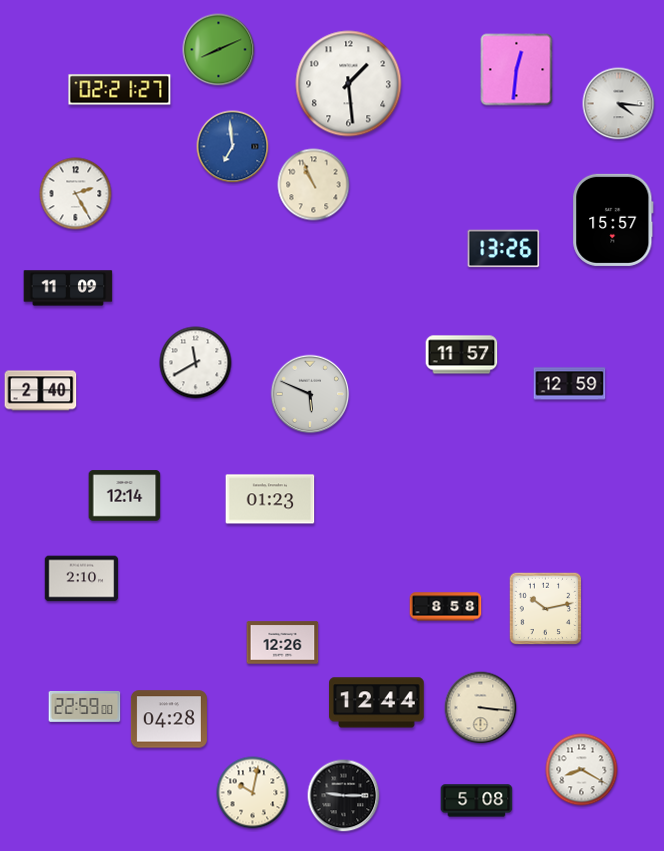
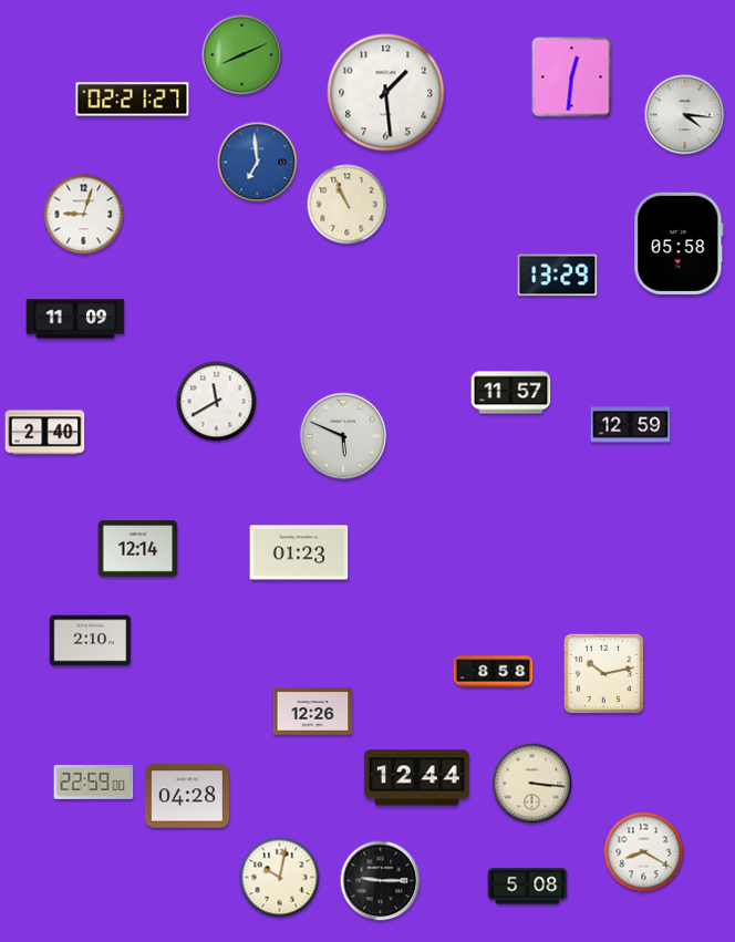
clock at (76, 194): 2:25 -> 9:03
clock at (613, 220): 15:57 -> 05:58
clock at (504, 249): 13:26 -> 13:29
